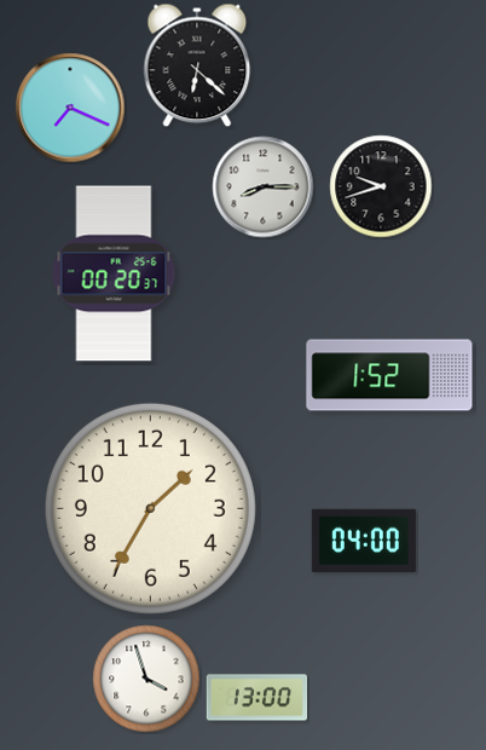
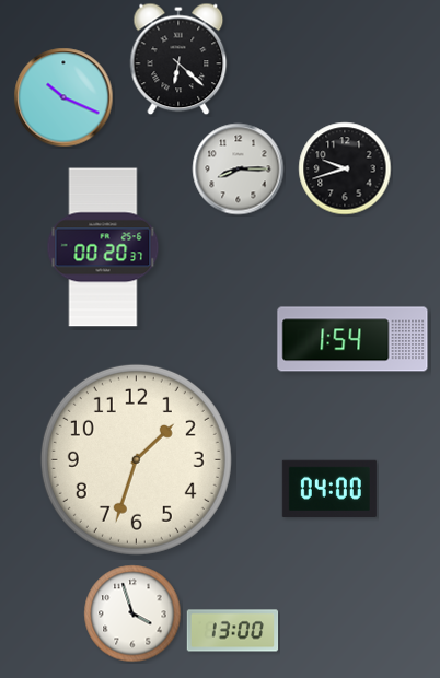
clock at (70, 108): 7:19 -> 10:19
clock at (389, 375): 1:52 -> 1:54
clock at (150, 508): 1:35 -> 1:33
